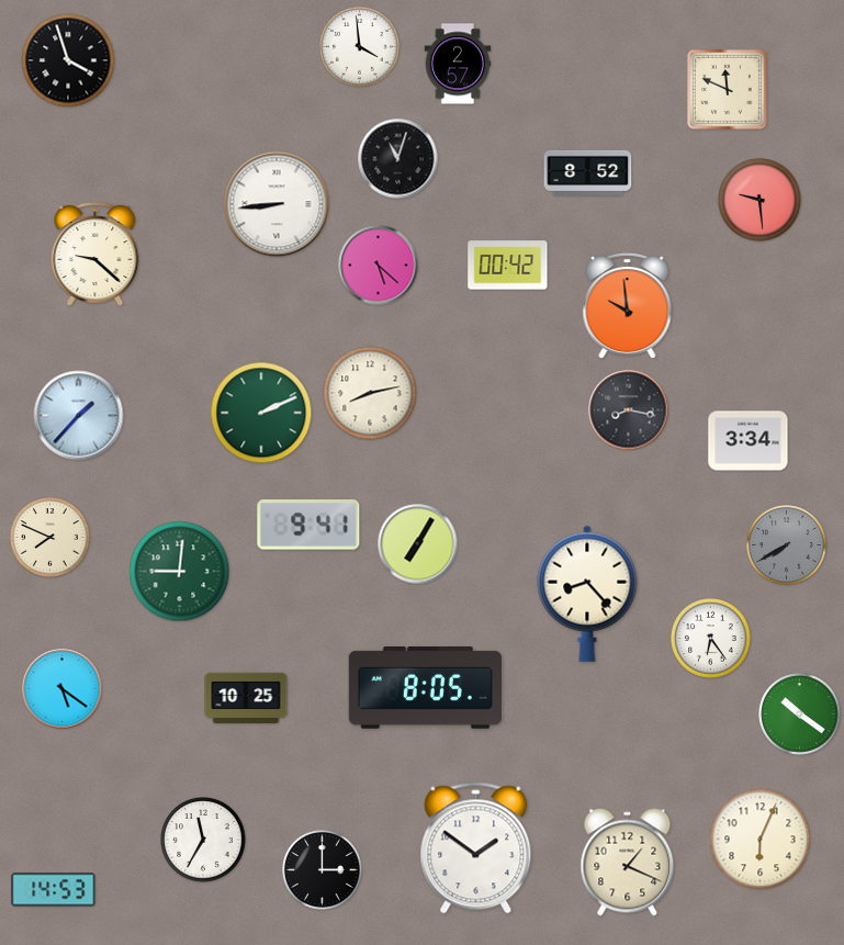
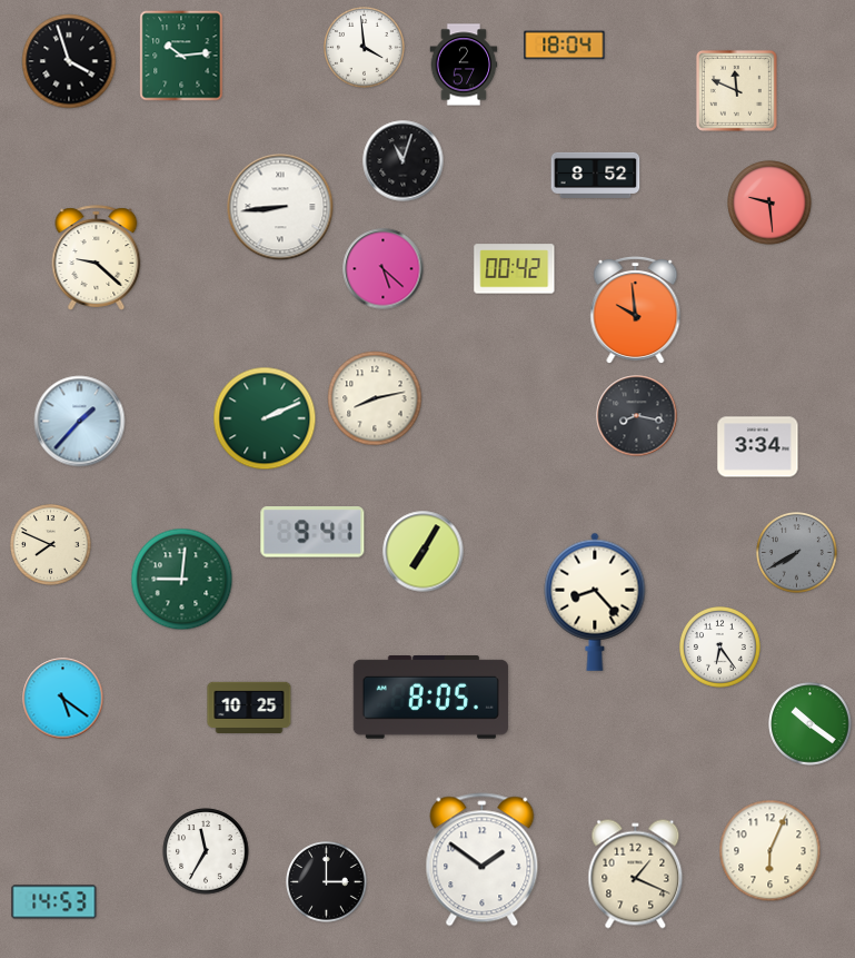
clock at (565, 46): none -> 18:04
clock at (181, 56): none -> 10:14
